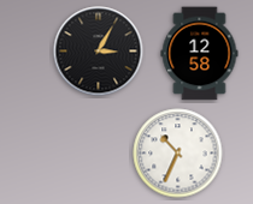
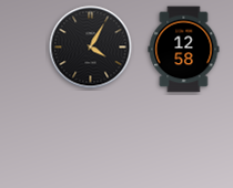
clock at (99, 52): 3:05 -> 4:05
clock at (178, 154): 10:34 -> none
